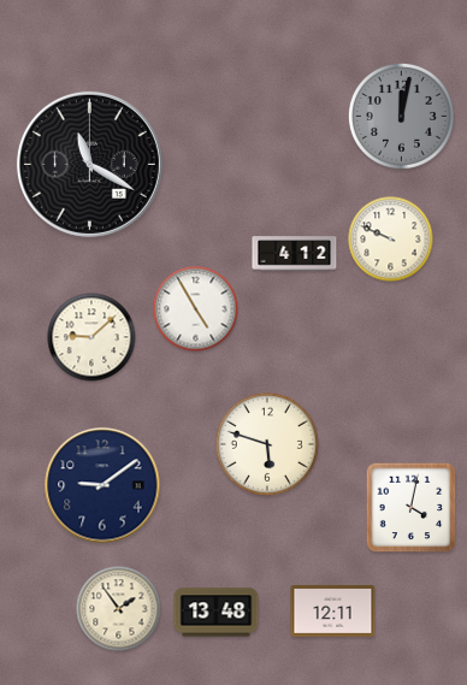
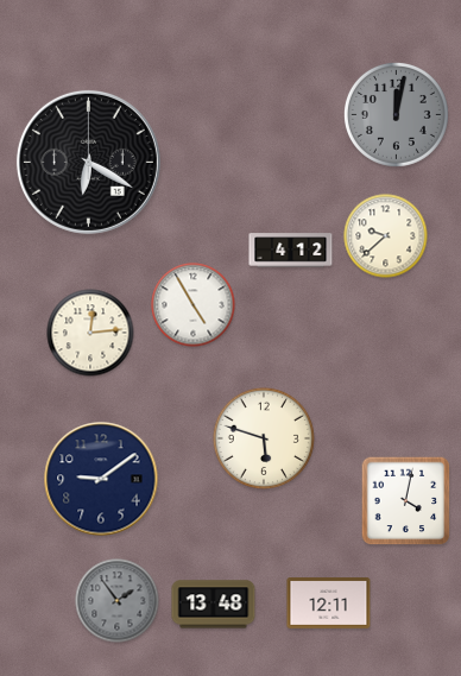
clock at (89, 164): 11:20 -> 6:20
clock at (391, 240): 9:49 -> 9:38
clock at (91, 337): 9:08 -> 12:14
clock at (119, 609) dial: cream -> grey
